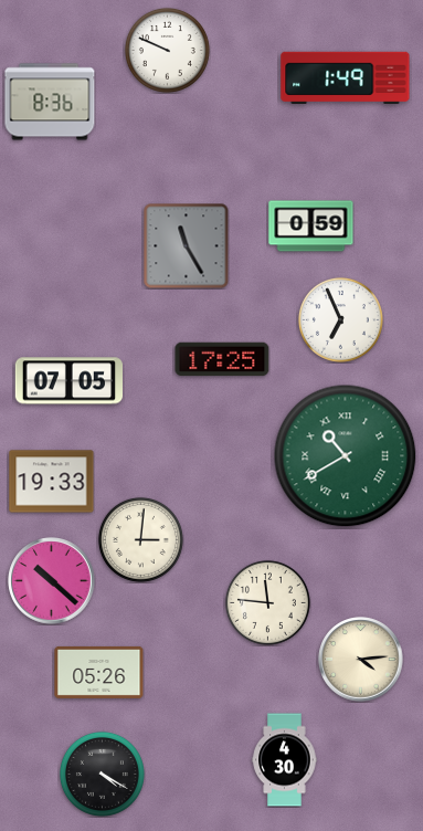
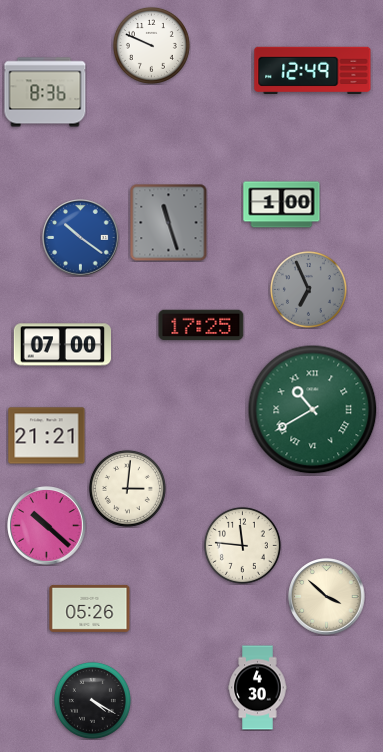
clock at (346, 77): 1:49 -> 12:49
clock at (311, 227): 0:59 -> 1:00
clock at (186, 245): 11:25 -> 11:27
clock at (81, 238): none -> 10:21
clock at (340, 319) dial: white -> grey
clock at (68, 381): 07:05 -> 07:00
clock at (346, 456) position: (346, 456) -> (313, 410)
clock at (52, 482): 19:33 -> 21:21
clock at (361, 660): 4:14 -> 3:52
